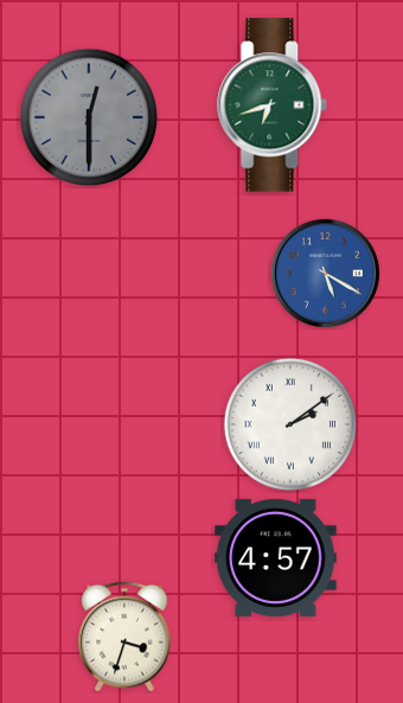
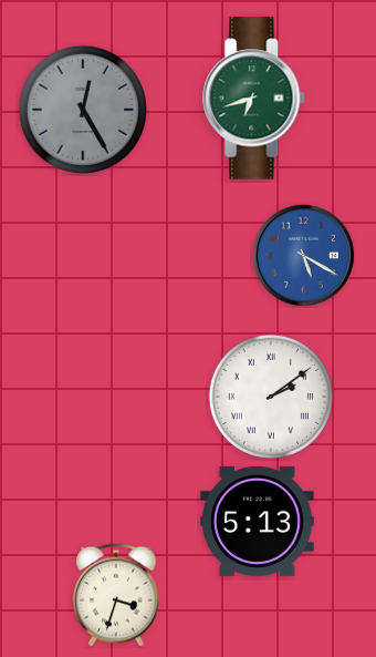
clock at (88, 116): 12:30 -> 12:25
clock at (276, 557): 4:57 -> 5:13
